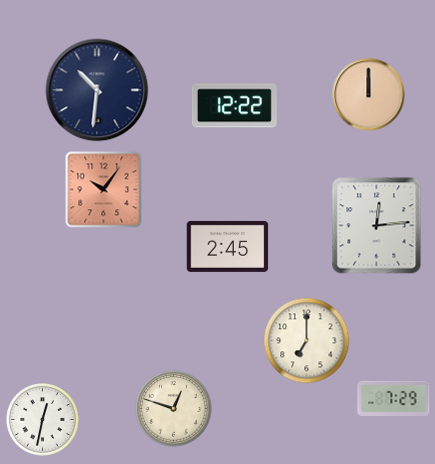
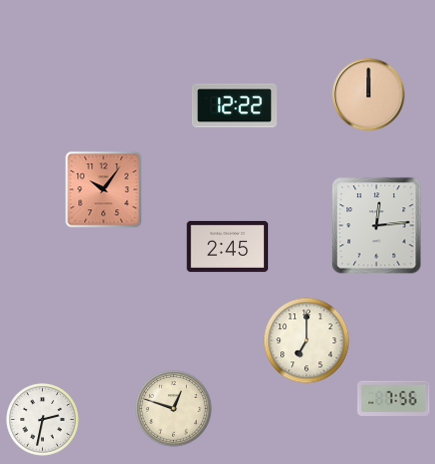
clock at (97, 90): 10:31 -> none
clock at (394, 398): 7:29 -> 7:56
clock at (43, 420): 12:32 -> 2:32
